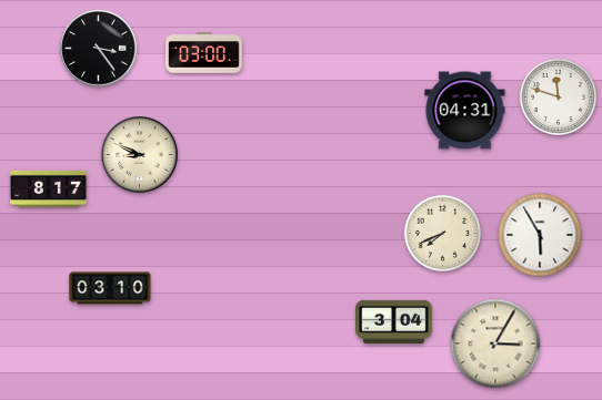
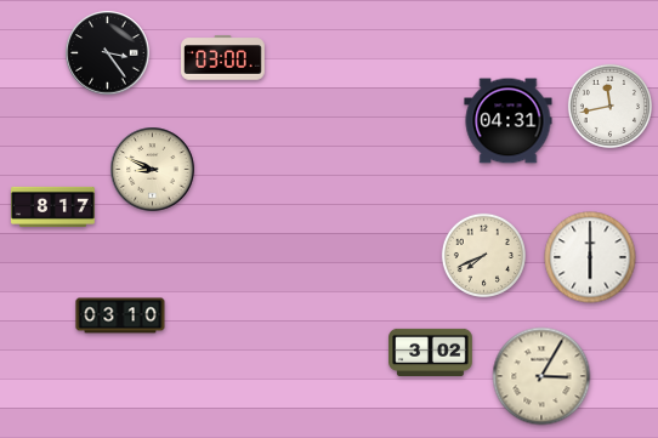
clock at (558, 96): 11:48 -> 11:43
clock at (540, 235): 5:55 -> 6:00
clock at (394, 321): 3:04 -> 3:02
